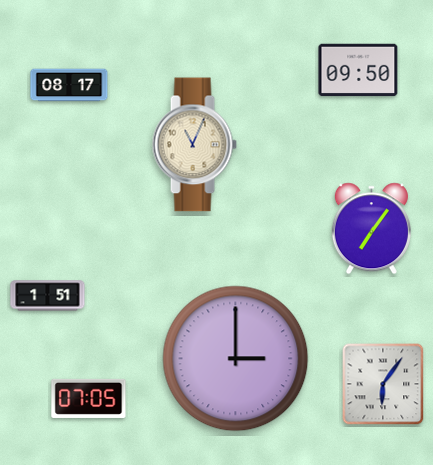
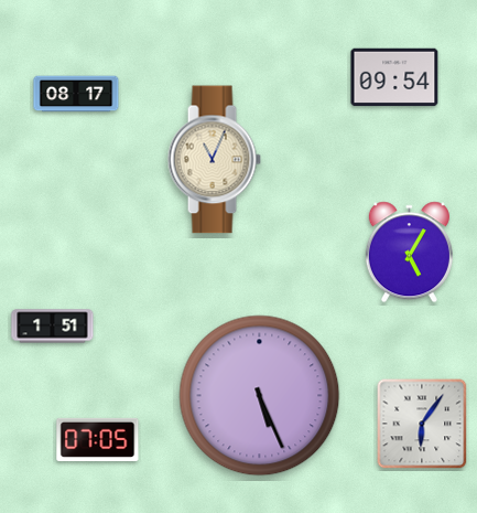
clock at (358, 70): 09:50 -> 09:54
clock at (371, 229): 7:06 -> 5:05
clock at (236, 359): 3:00 -> 5:26
